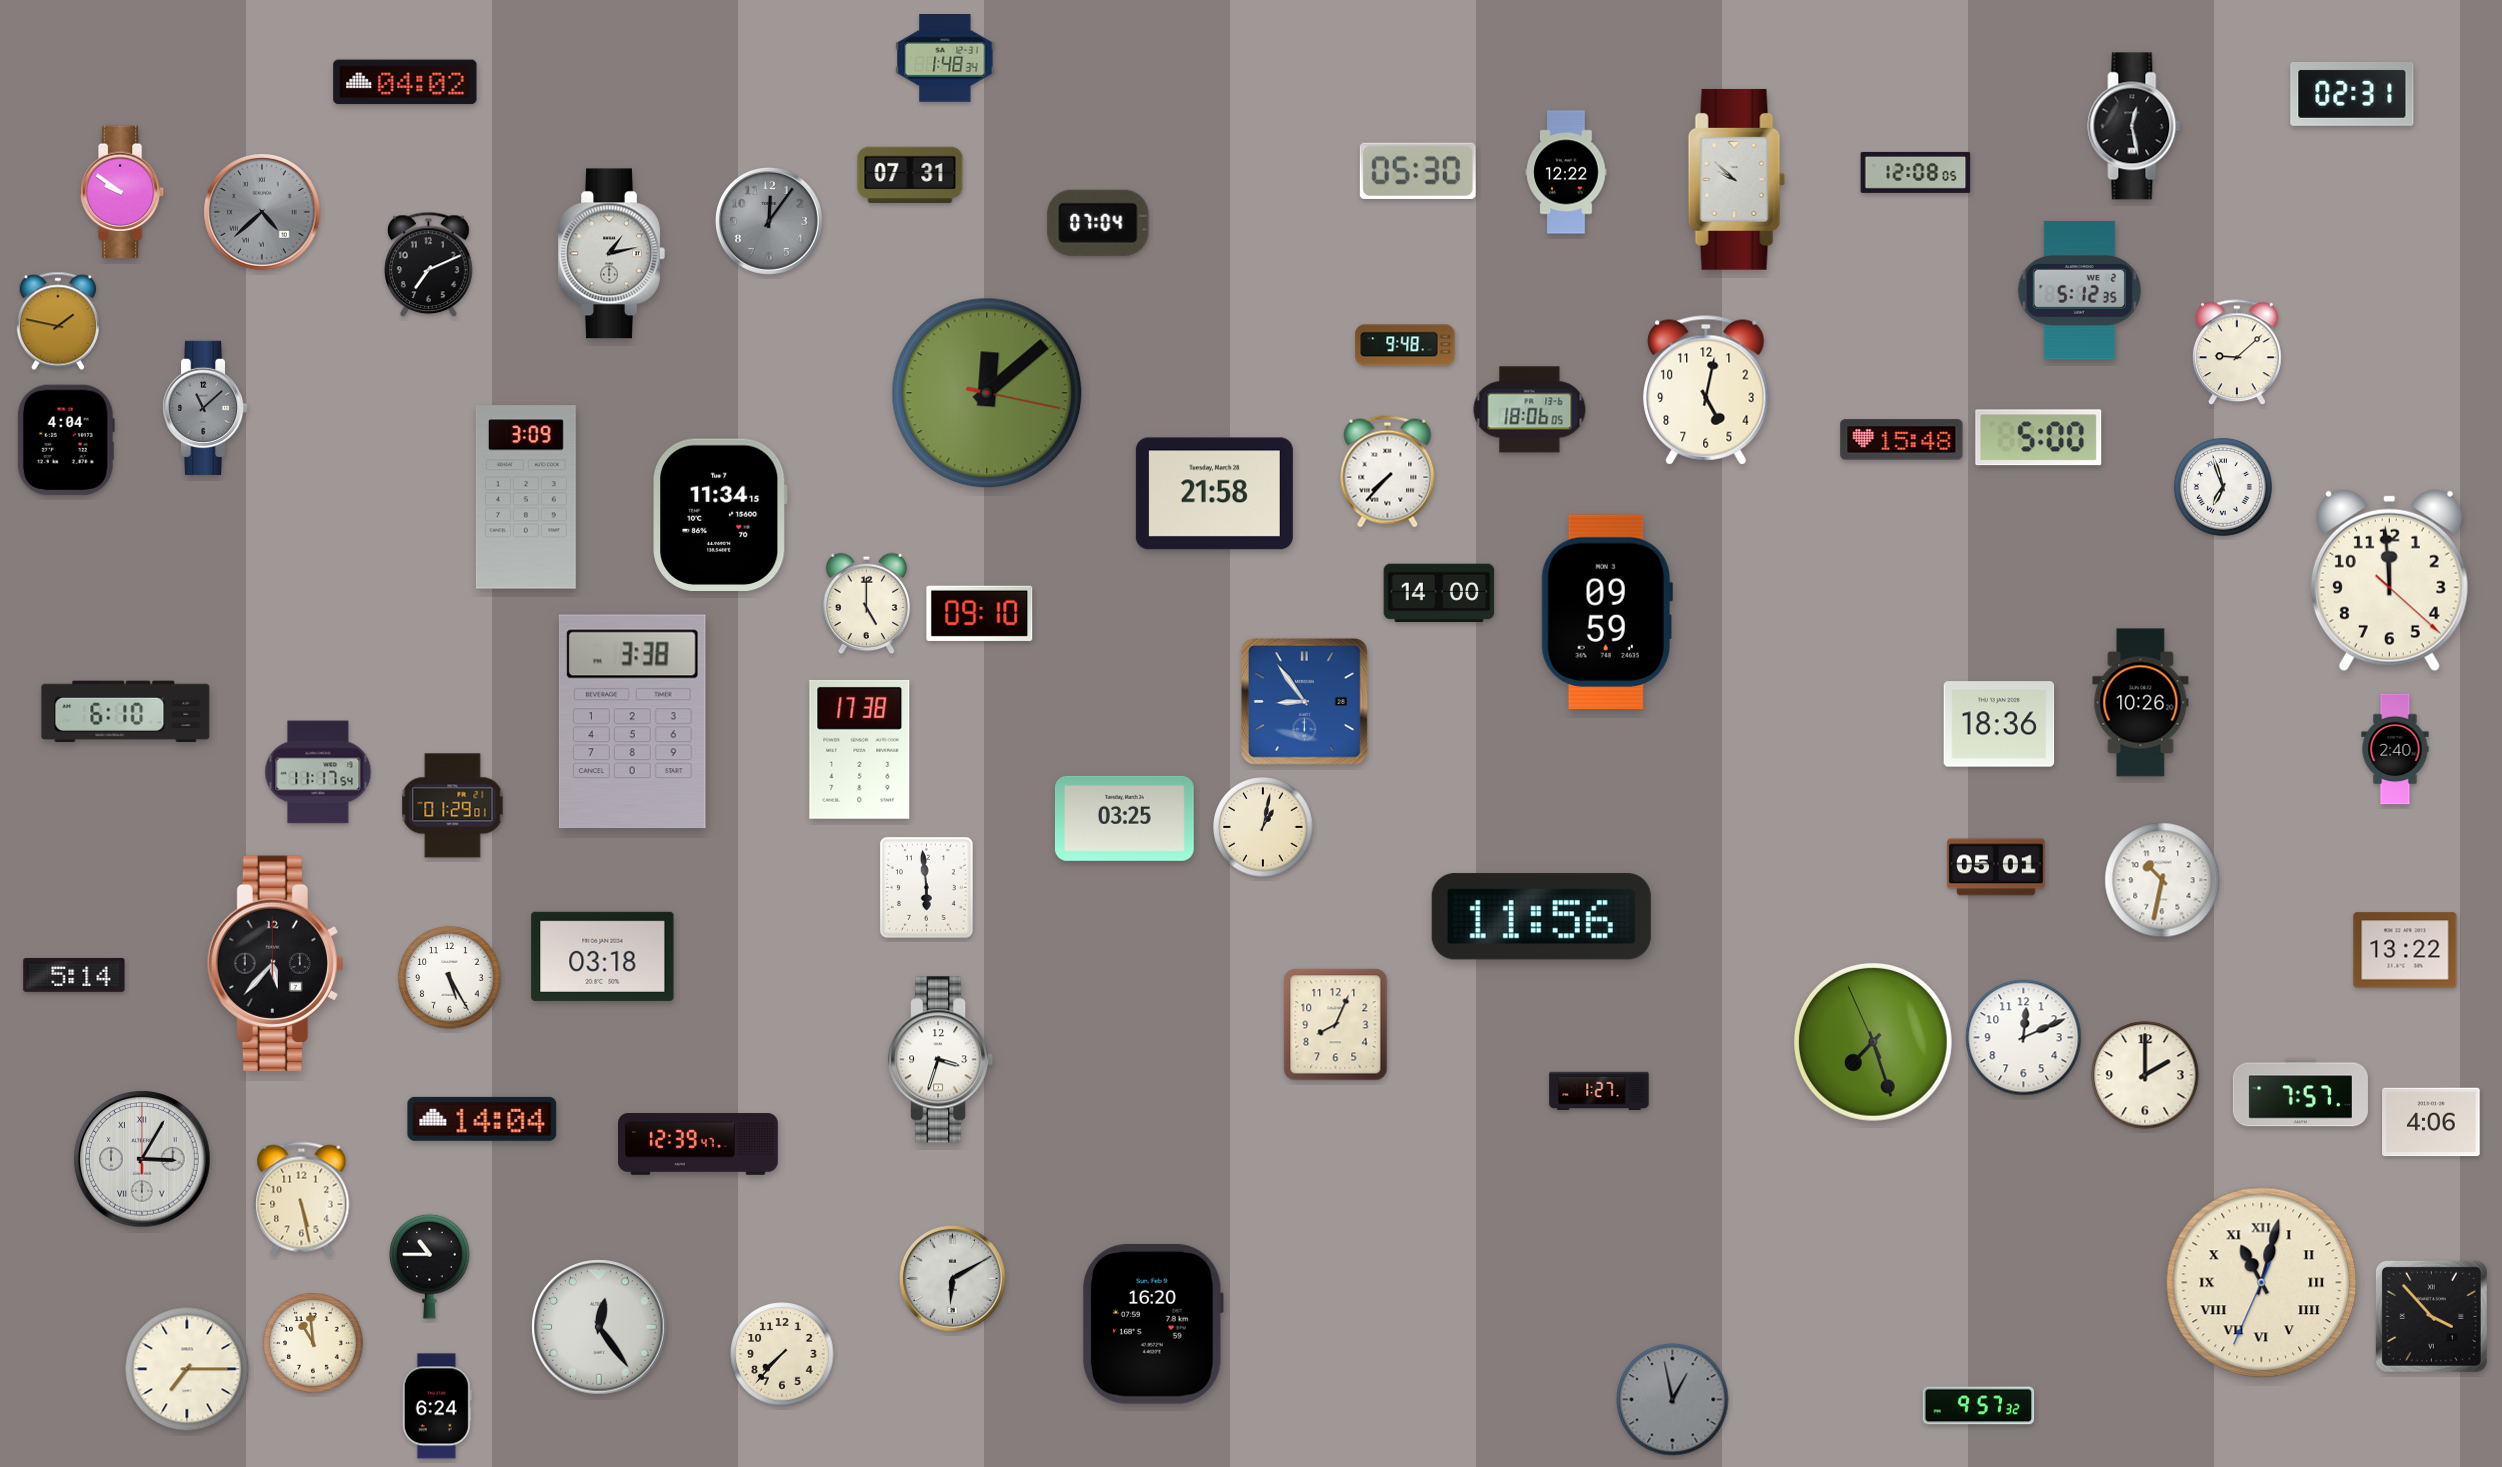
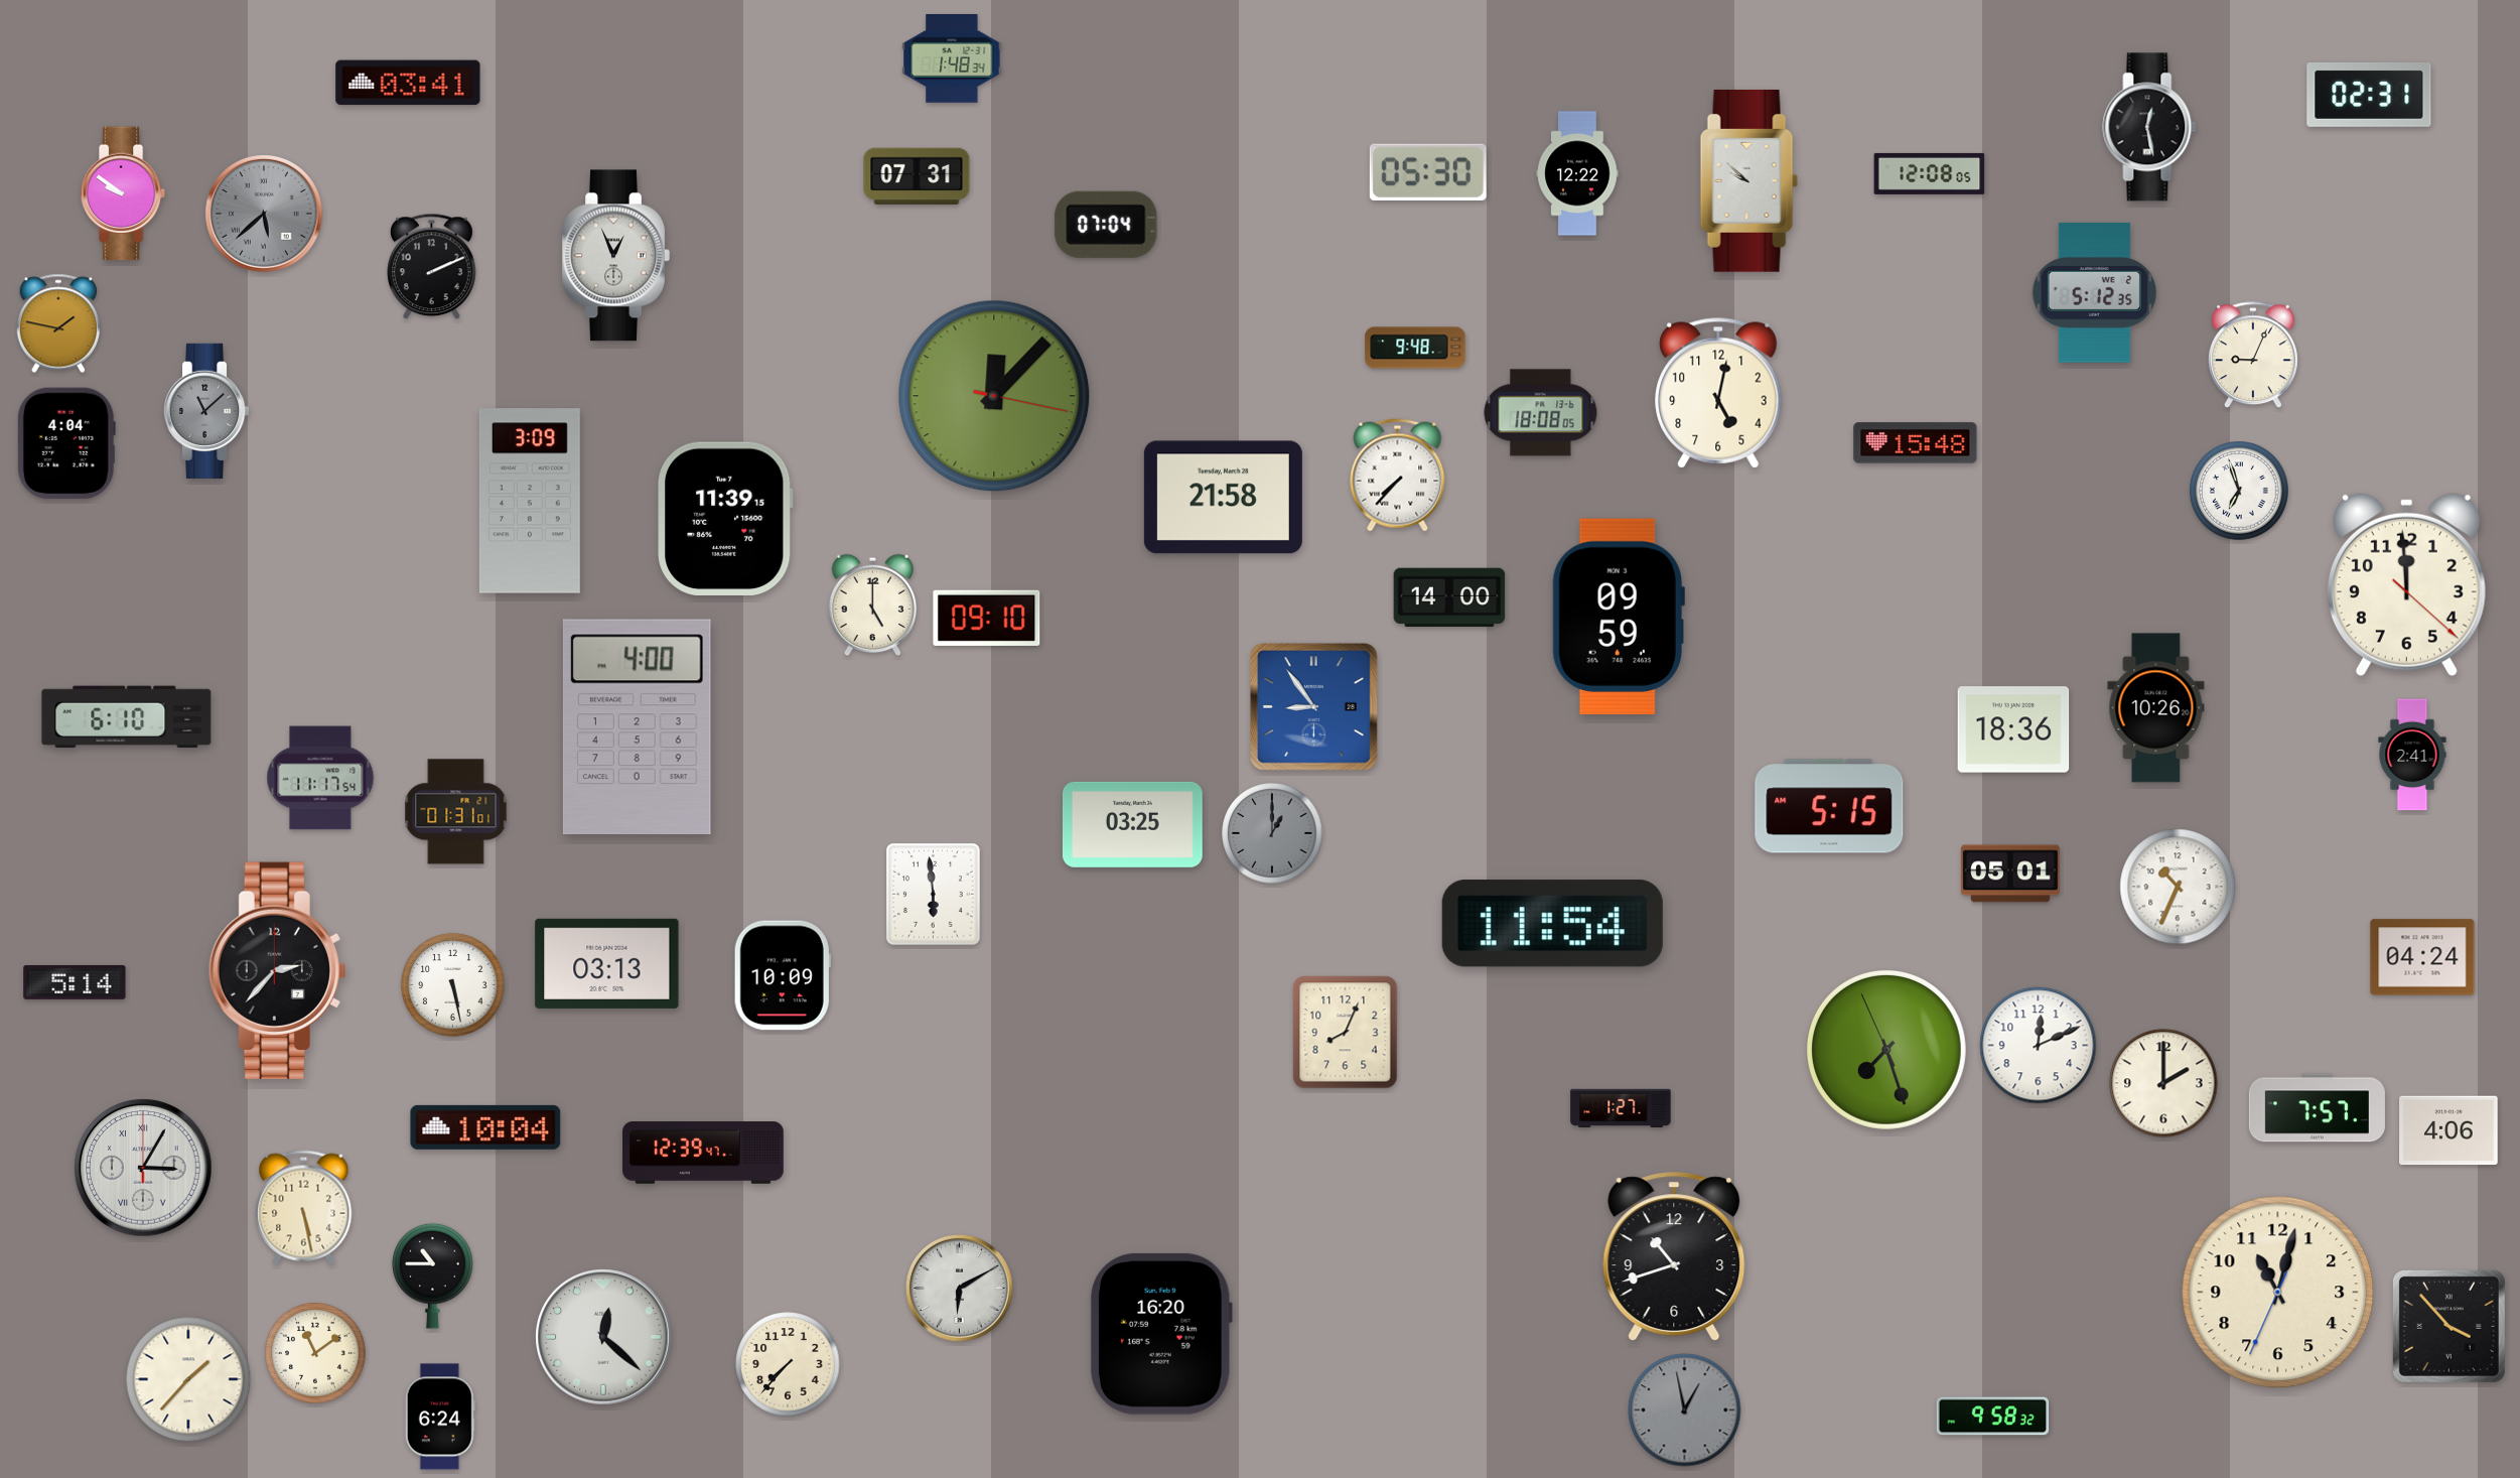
clock at (405, 82): 04:02 -> 03:41
clock at (263, 213): 4:38 -> 5:38
clock at (769, 221): 12:06 -> none
clock at (611, 254): 1:13 -> 12:56
clock at (429, 265): 7:11 -> 2:11
clock at (2237, 353): 9:08 -> 9:04
clock at (987, 393): 12:08 -> 12:07
clock at (1530, 410): 18:06 -> 18:08
clock at (2039, 438): 5:00 -> none
clock at (720, 514): 11:34 -> 11:39
clock at (867, 604) position: (867, 604) -> (873, 606)
clock at (632, 722): 3:38 -> 4:00
clock at (860, 749): 17:38 -> none
clock at (2395, 749): 2:40 -> 2:41
clock at (1829, 806): none -> 5:15
clock at (453, 806): 01:29 -> 01:31
clock at (1263, 827): 1:02 -> 1:00
clock at (1263, 827) dial: cream -> grey
clock at (2162, 880): 10:32 -> 10:34
clock at (1541, 917): 11:56 -> 11:54
clock at (2405, 950): 13:22 -> 04:24
clock at (603, 956): 03:18 -> 03:13
clock at (275, 963): 5:37 -> 2:37
clock at (783, 975): none -> 10:09
clock at (450, 978): 5:25 -> 5:28
clock at (941, 1060): 3:33 -> none
clock at (2145, 1075) position: (2145, 1075) -> (2163, 1083)
clock at (1599, 1091) position: (1599, 1091) -> (1621, 1108)
clock at (2300, 1093) position: (2300, 1093) -> (2317, 1108)
clock at (482, 1119): 14:04 -> 10:04
clock at (1674, 1257): none -> 10:42
clock at (2262, 1283) numerals: Roman -> Arabic
clock at (599, 1327): 12:24 -> 12:22
clock at (313, 1343): 10:59 -> 11:09
clock at (187, 1369): 7:15 -> 1:37
clock at (1979, 1406): 9:57 -> 9:58
